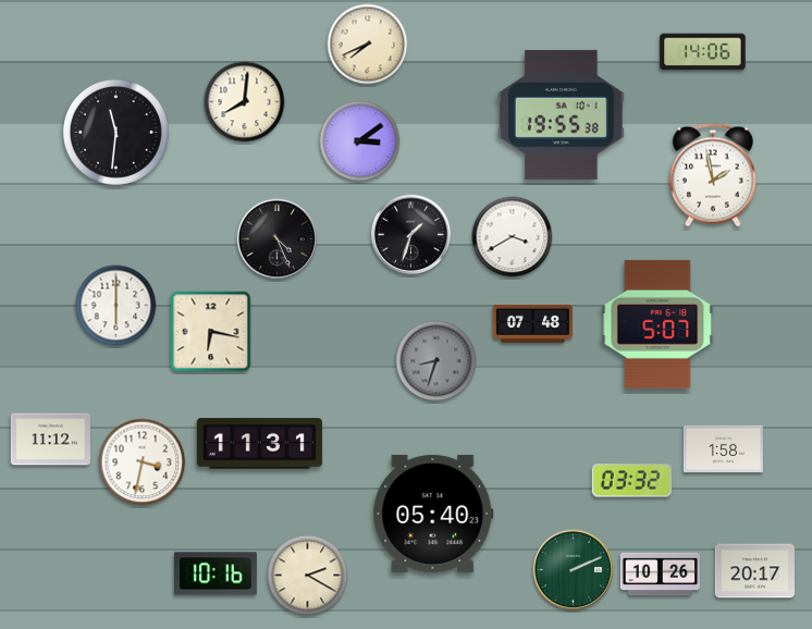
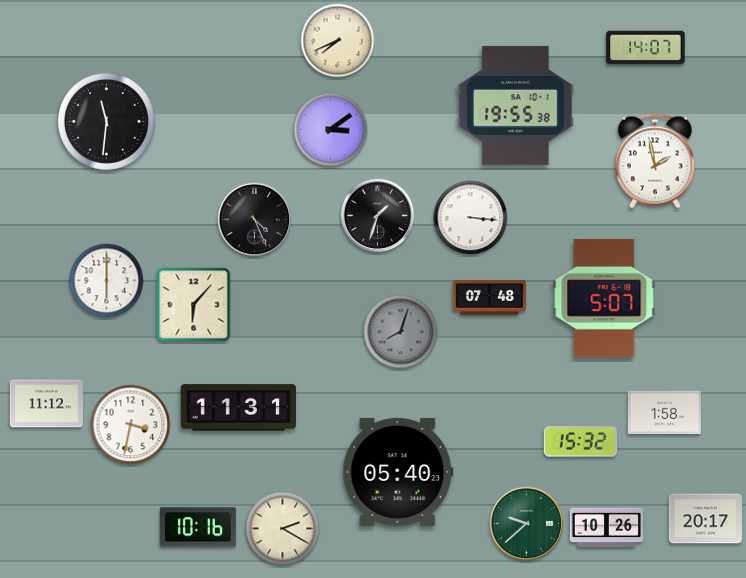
clock at (703, 52): 14:06 -> 14:07
clock at (245, 102): 8:01 -> none
clock at (513, 237): 3:40 -> 3:16
clock at (211, 332): 6:17 -> 6:07
clock at (436, 361): 8:33 -> 8:03
clock at (631, 481): 03:32 -> 15:32
clock at (574, 570): 2:11 -> 9:38
clock at (754, 571) position: (754, 571) -> (705, 519)
